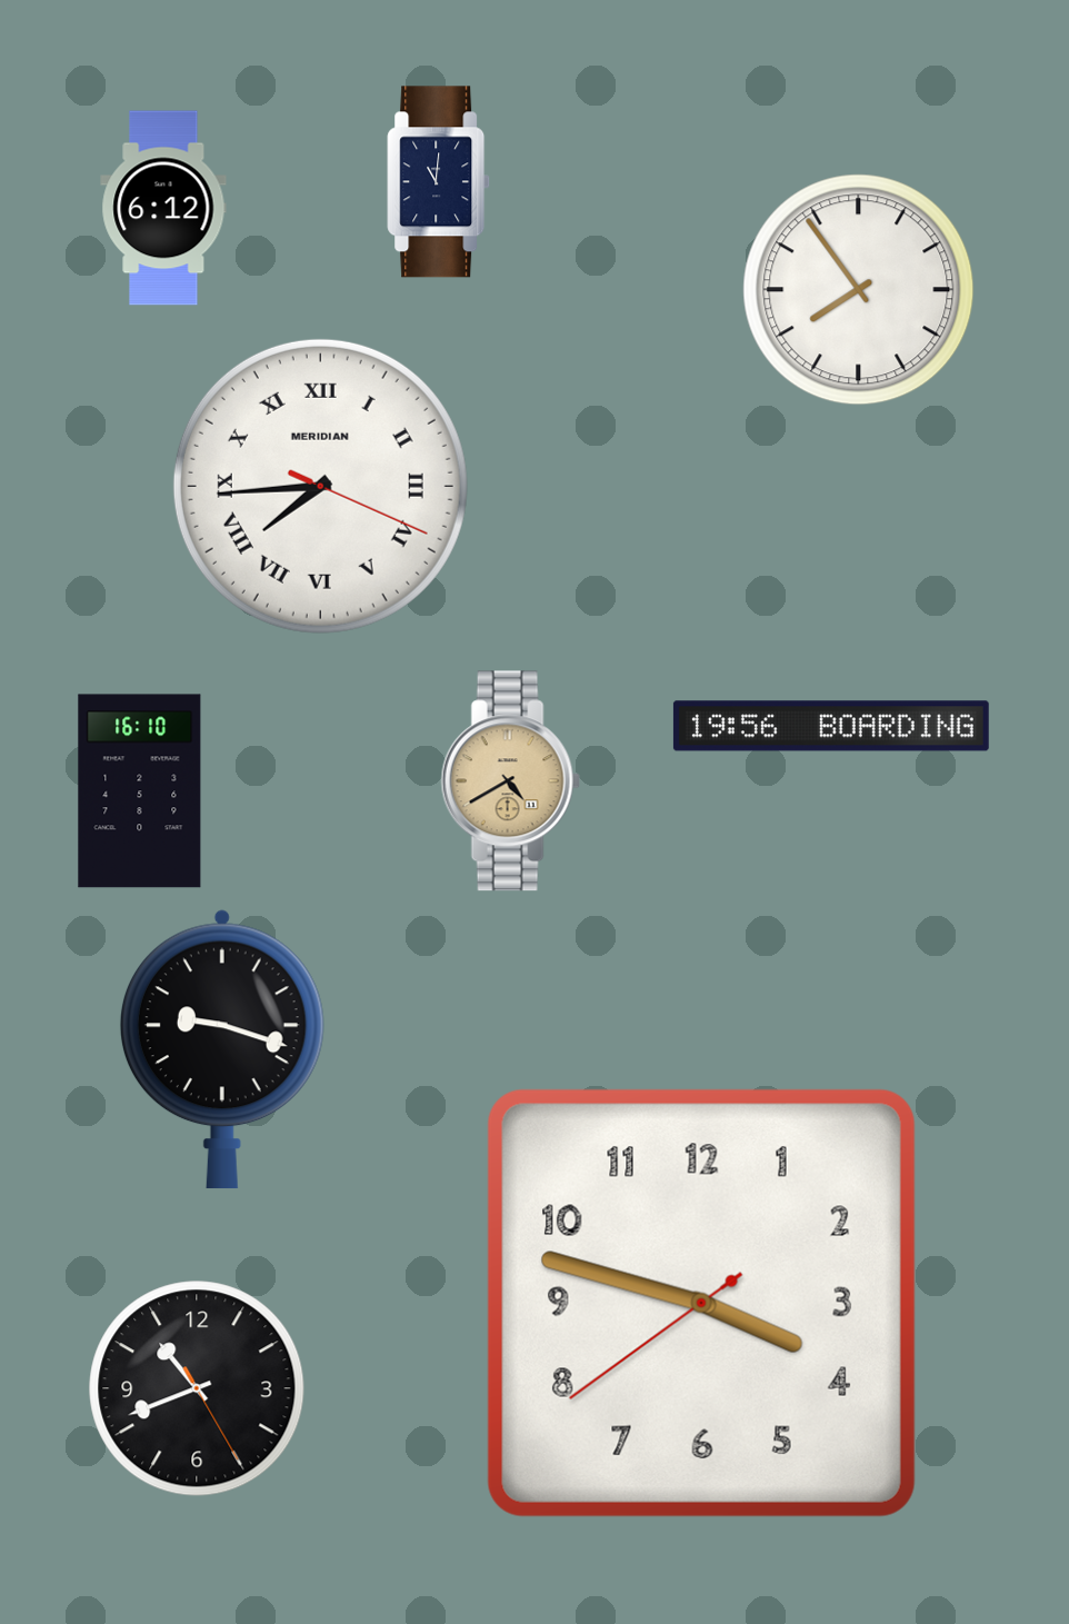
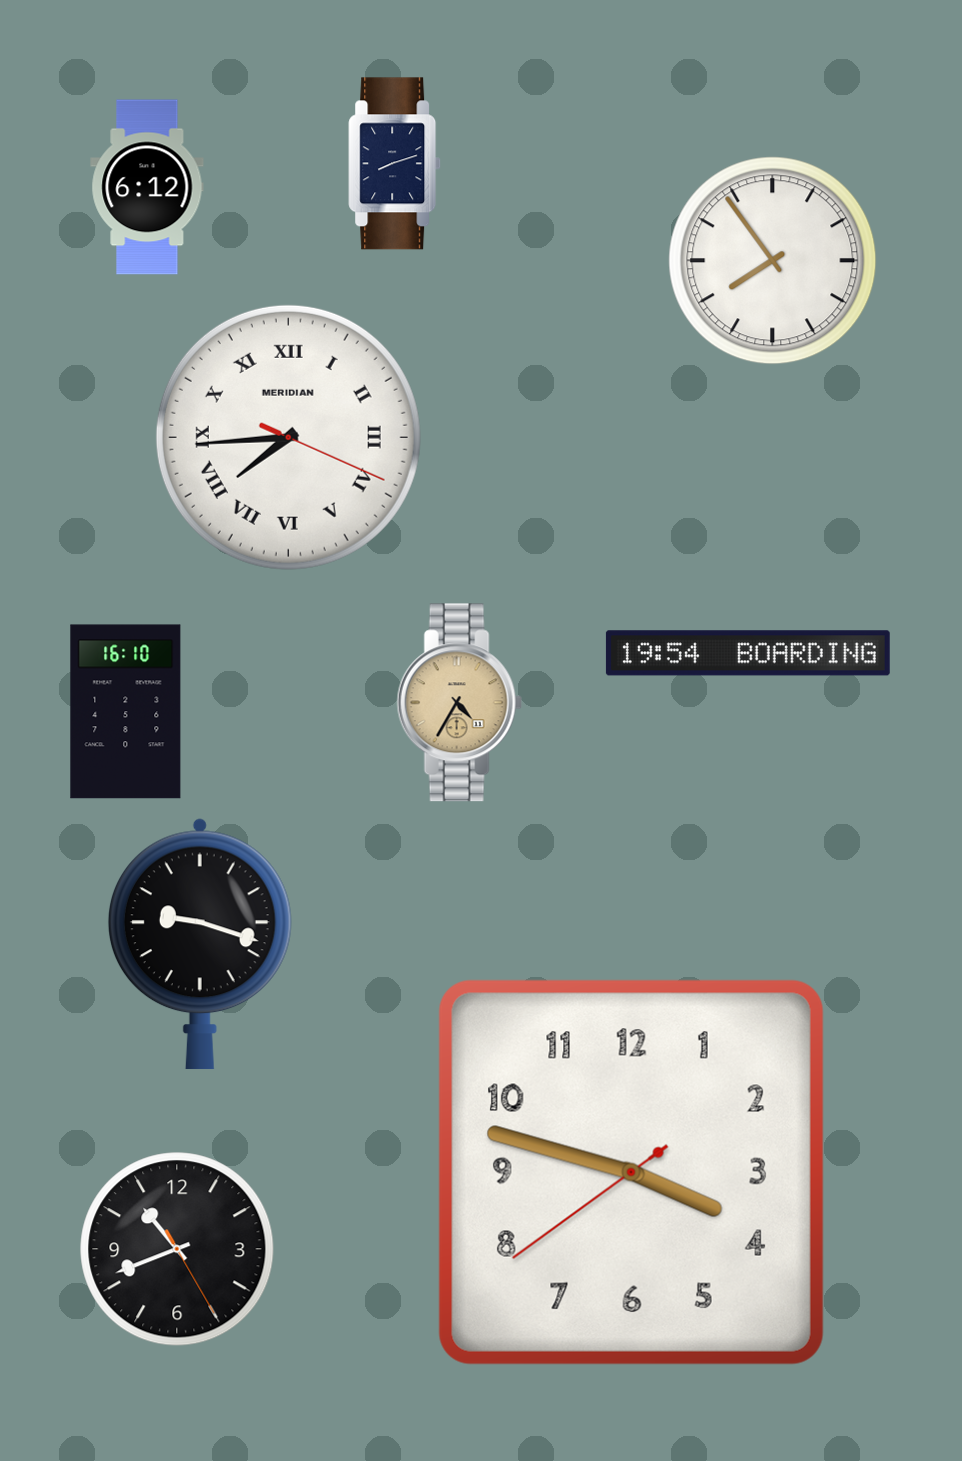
clock at (439, 182): 11:01 -> 8:12
clock at (831, 726): 19:56 -> 19:54
clock at (510, 781): 4:40 -> 4:35
